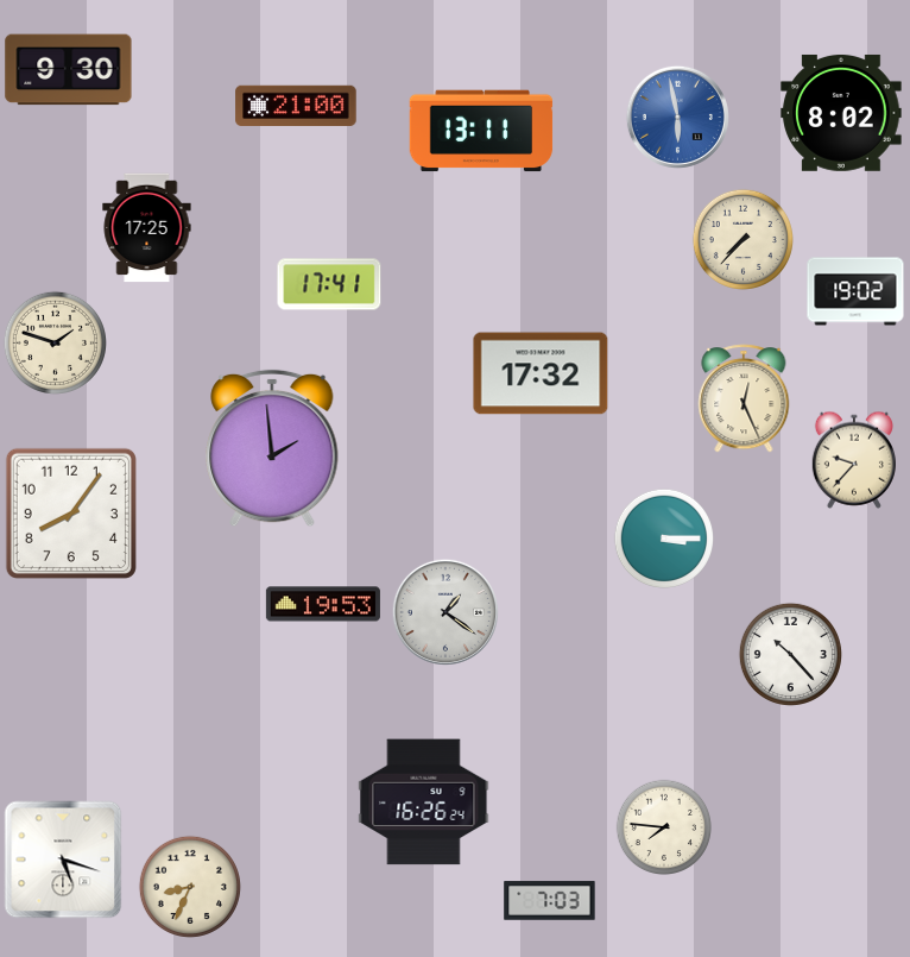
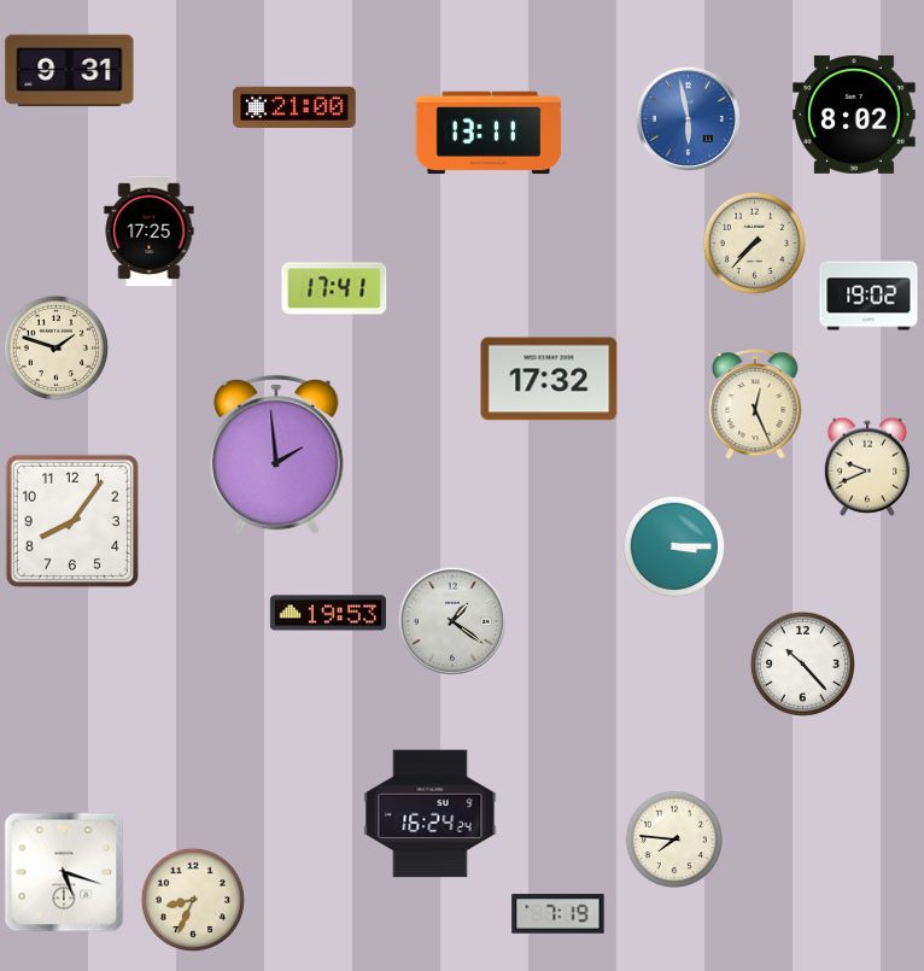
clock at (69, 70): 9:30 -> 9:31
clock at (296, 106) position: (296, 106) -> (294, 107)
clock at (854, 460): 9:37 -> 9:41
clock at (424, 802): 16:26 -> 16:24
clock at (550, 901): 7:03 -> 7:19
